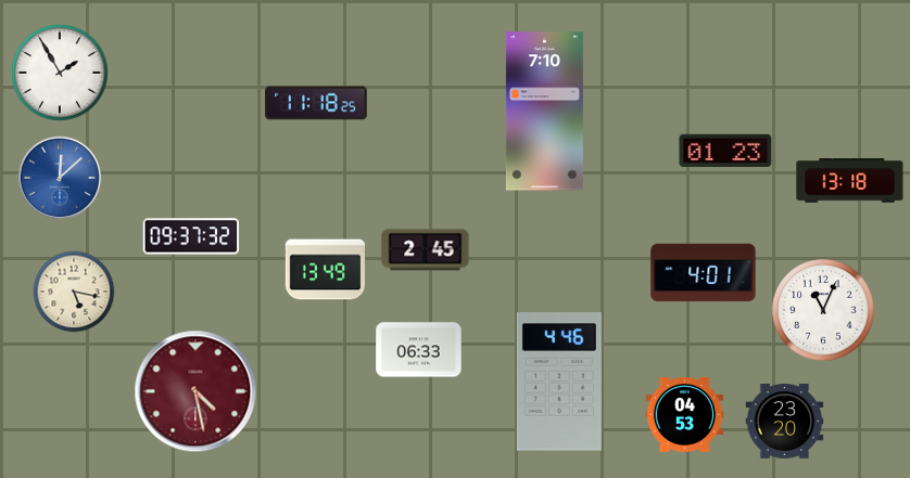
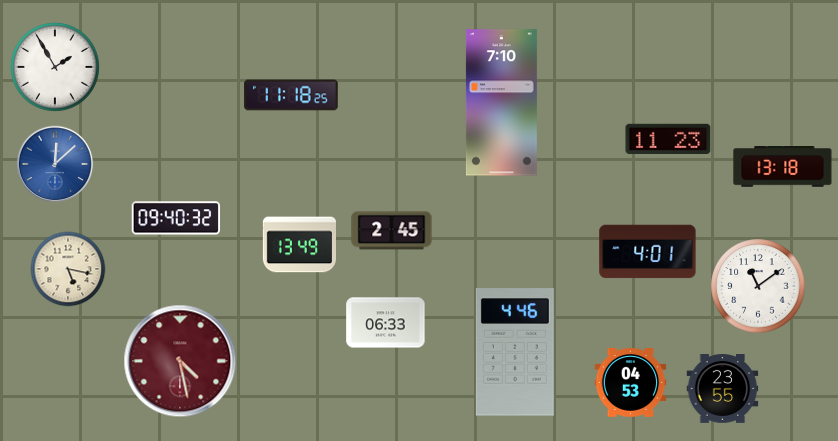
clock at (725, 150): 01:23 -> 11:23
clock at (191, 236): 09:37 -> 09:40
clock at (325, 270) position: (325, 270) -> (299, 245)
clock at (823, 310): 11:04 -> 11:09
clock at (785, 422): 23:20 -> 23:55
